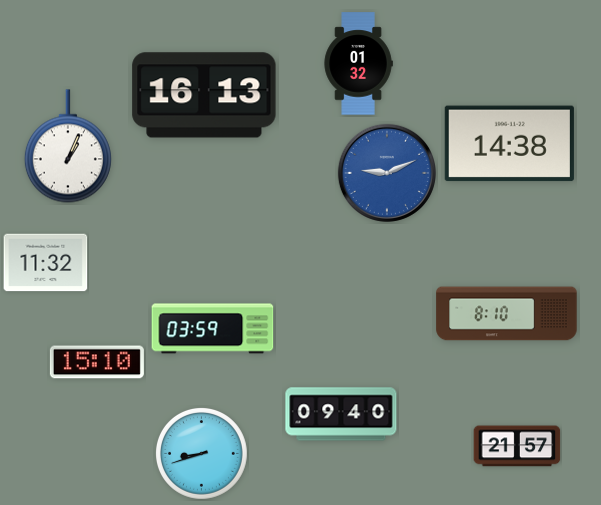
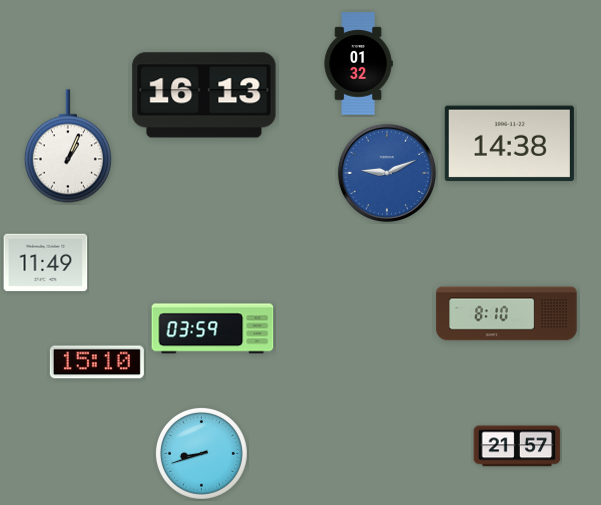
clock at (46, 263): 11:32 -> 11:49
clock at (341, 414): 09:40 -> none
